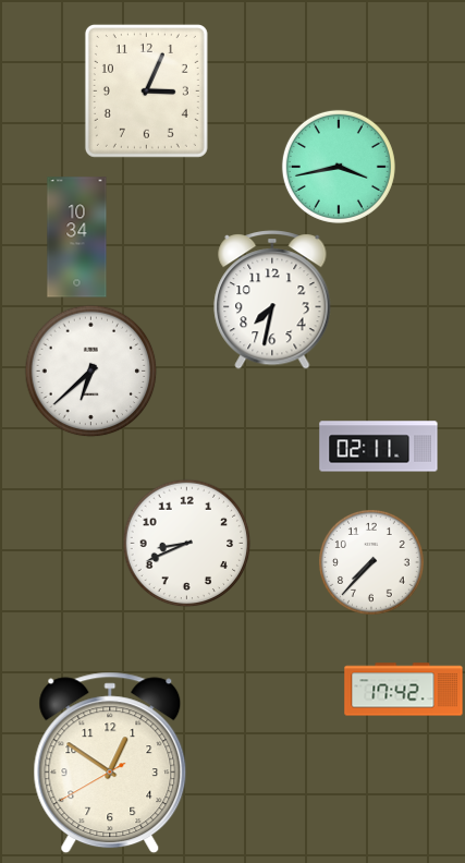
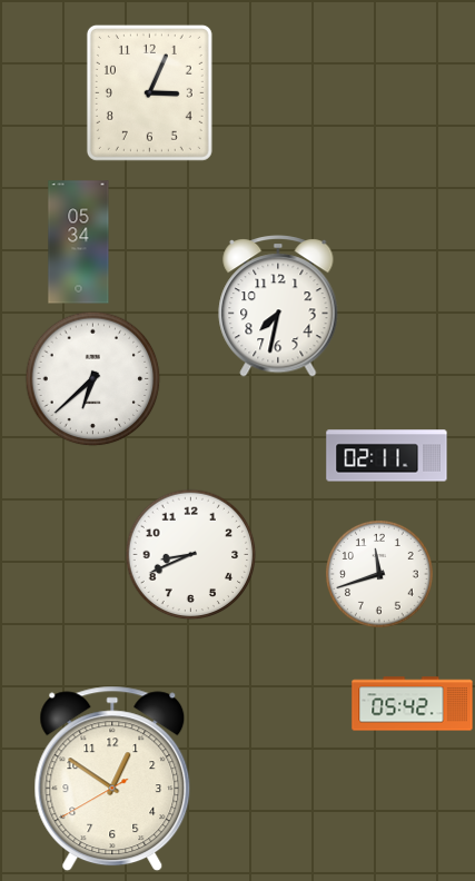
clock at (339, 167): 3:43 -> none
clock at (77, 238): 10:34 -> 05:34
clock at (371, 562): 7:37 -> 11:42
clock at (404, 690): 17:42 -> 05:42
